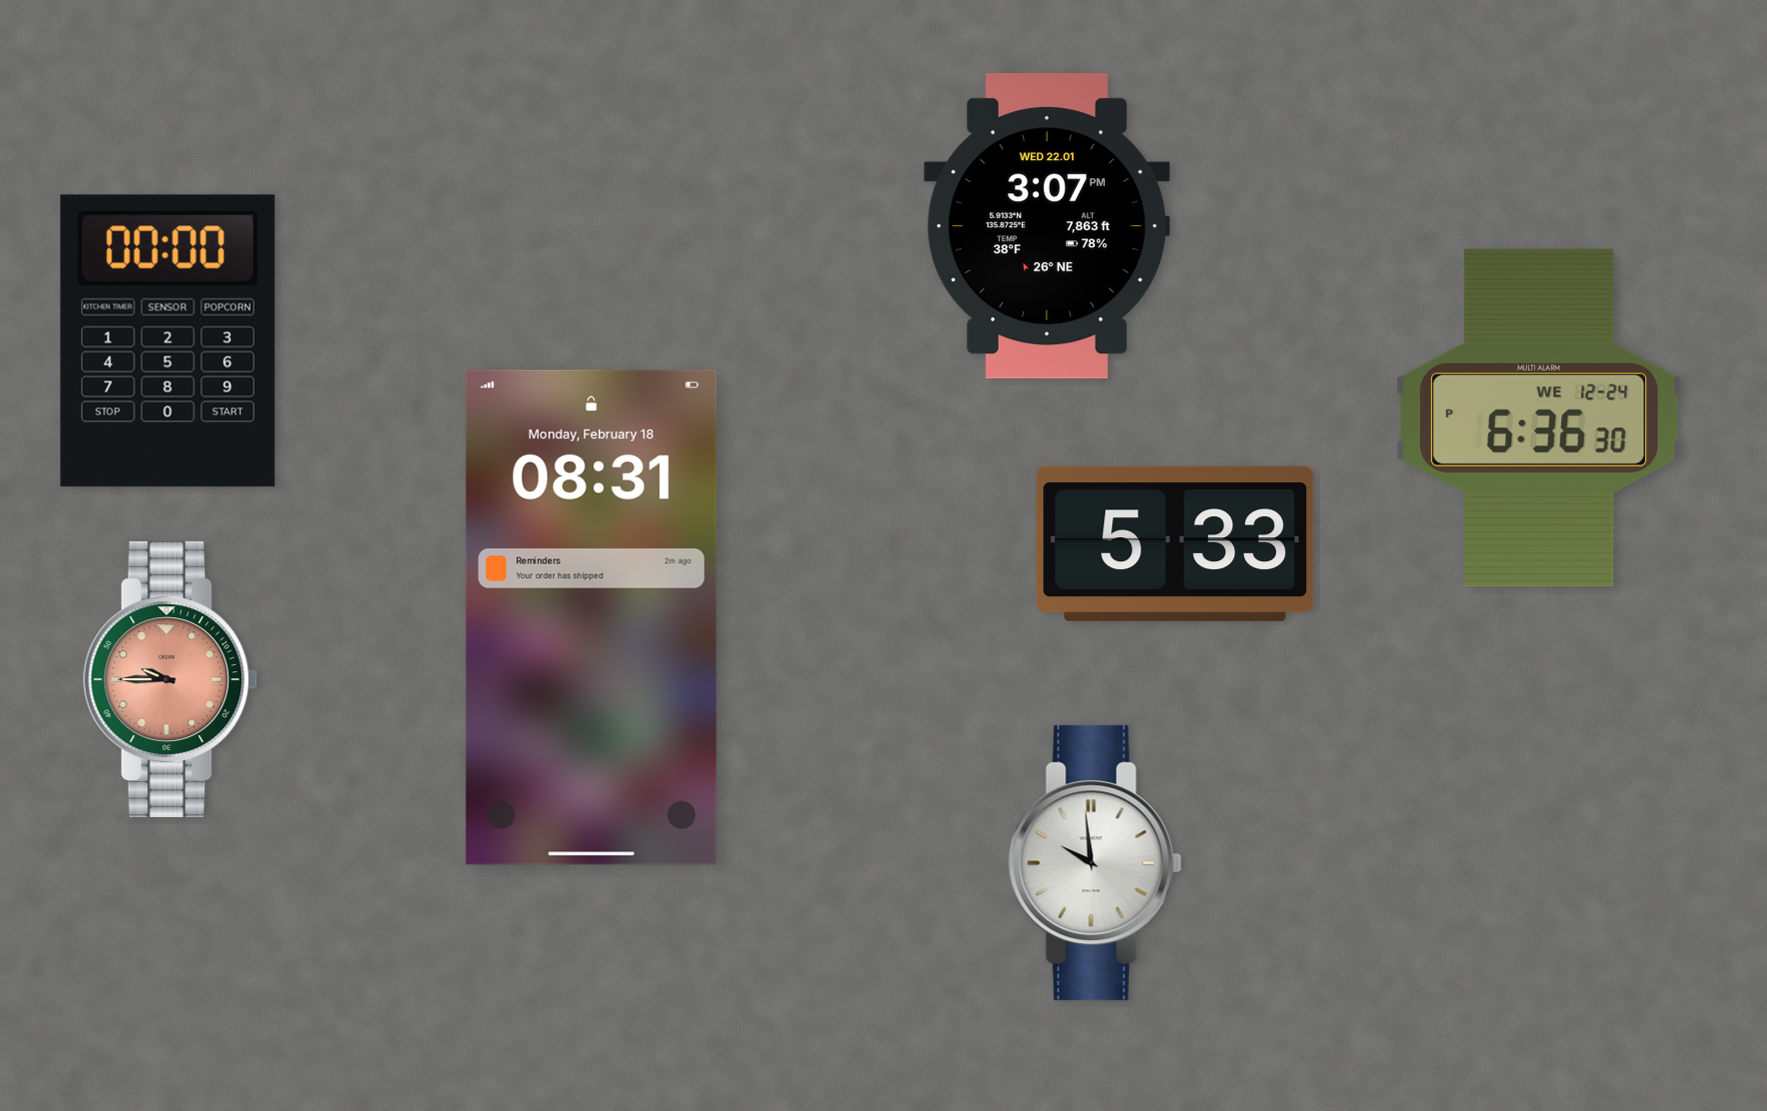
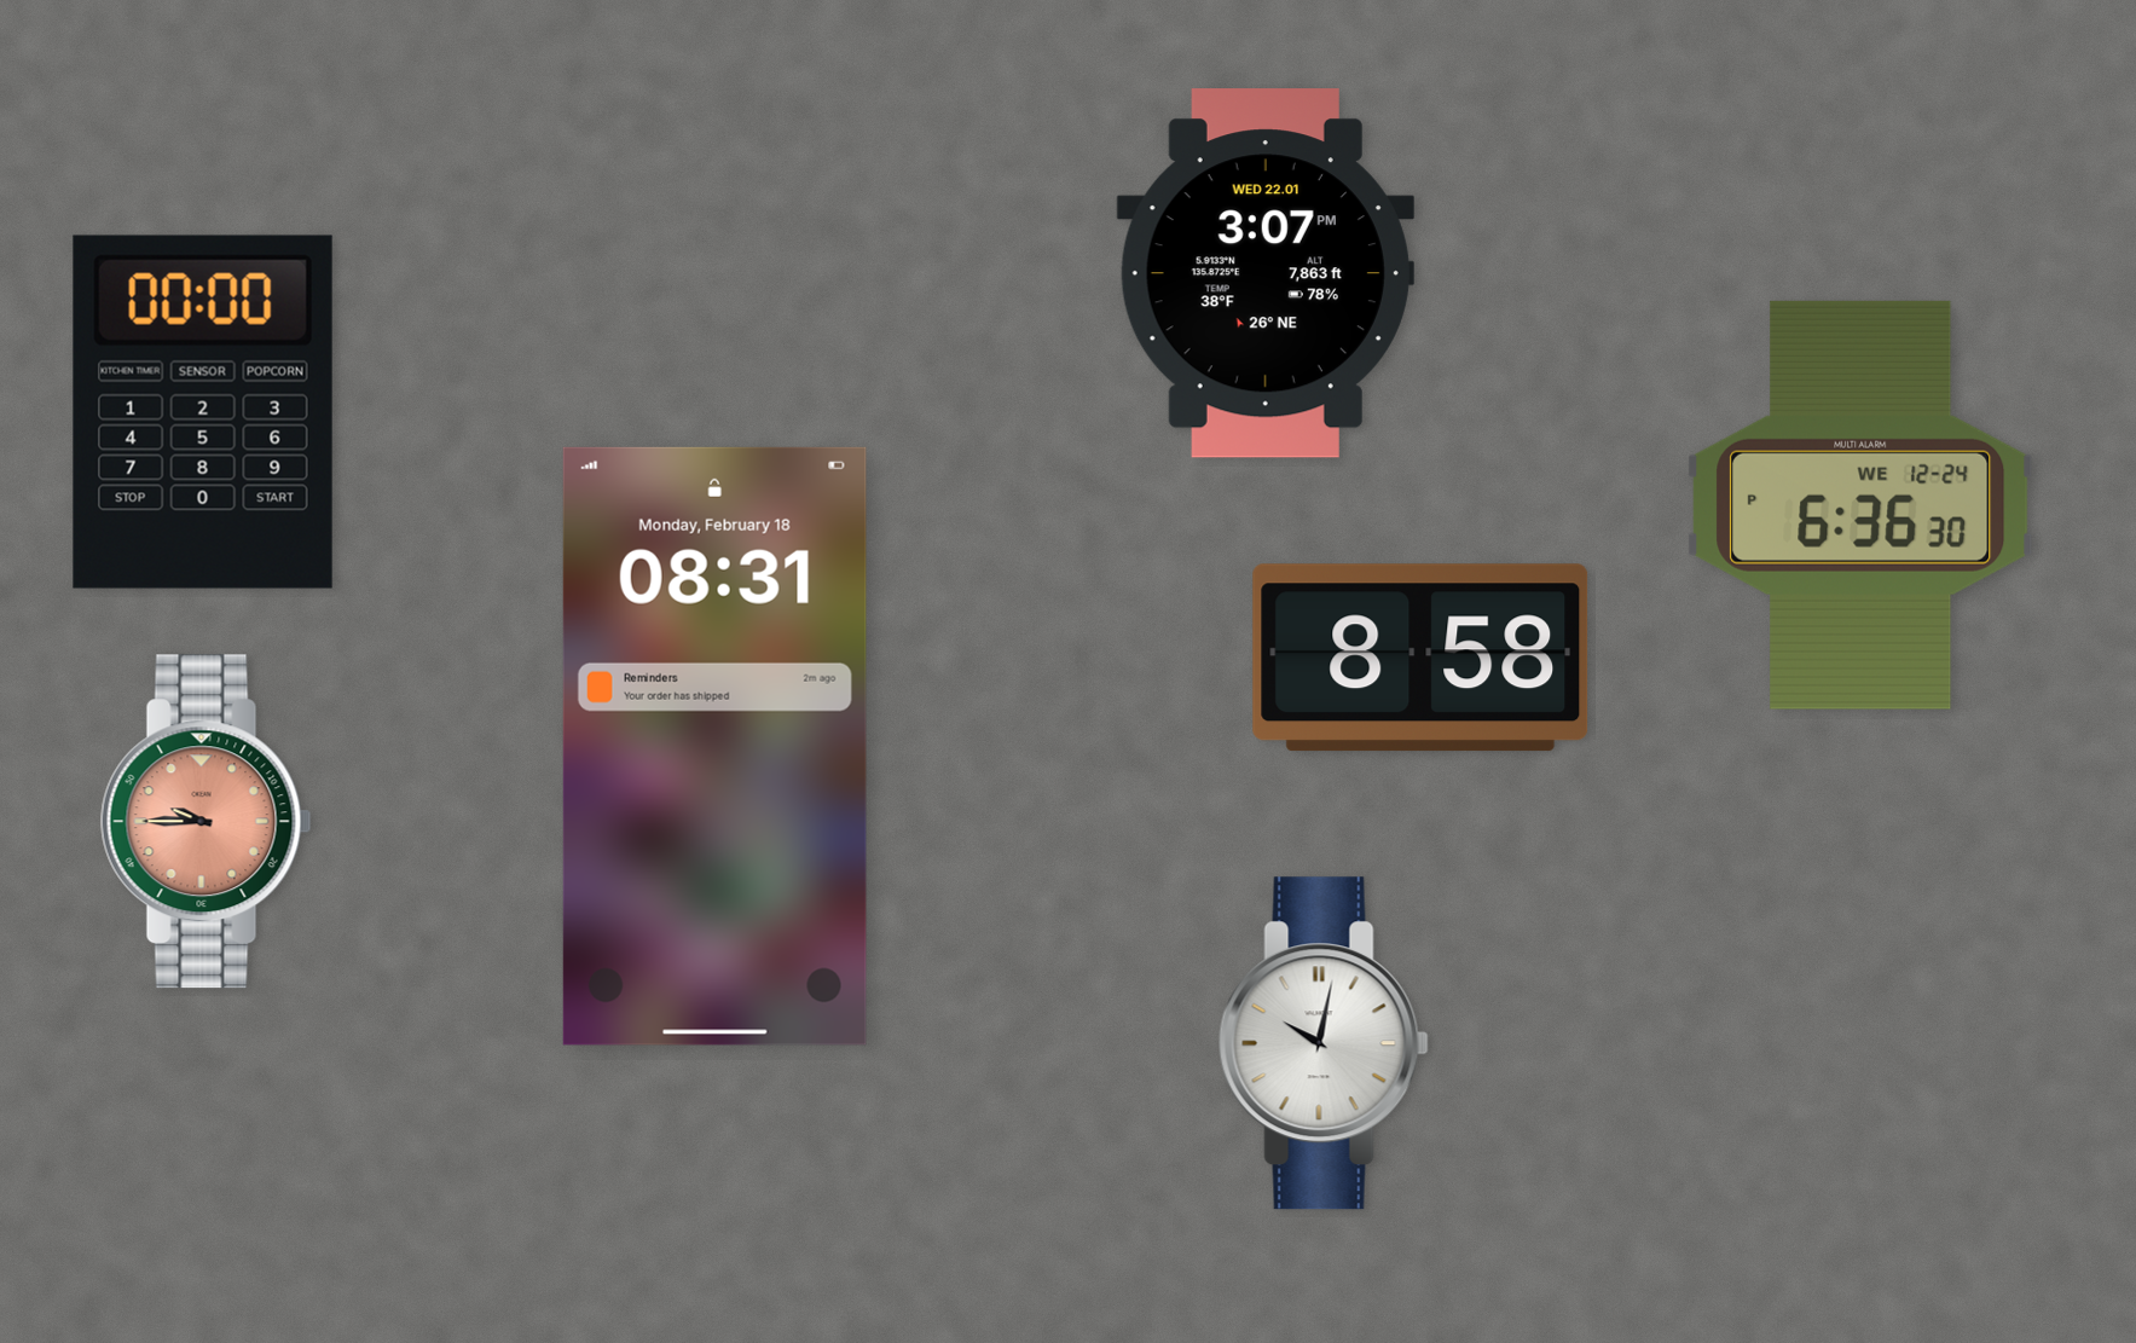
clock at (1175, 544): 5:33 -> 8:58
clock at (1095, 863): 9:59 -> 10:02
